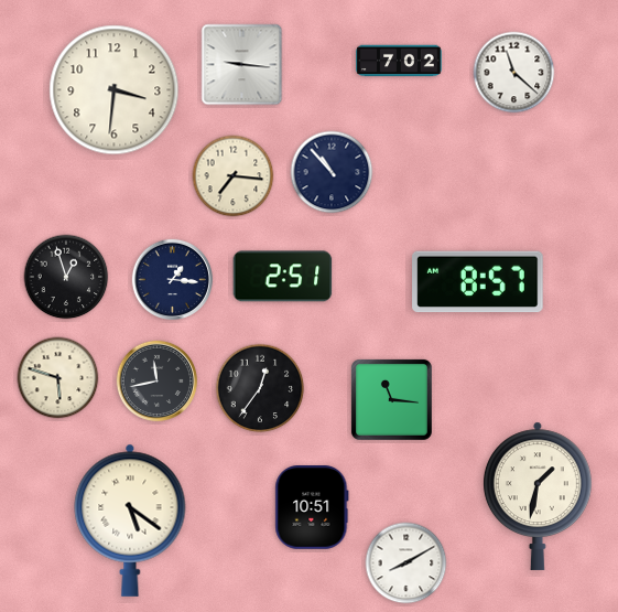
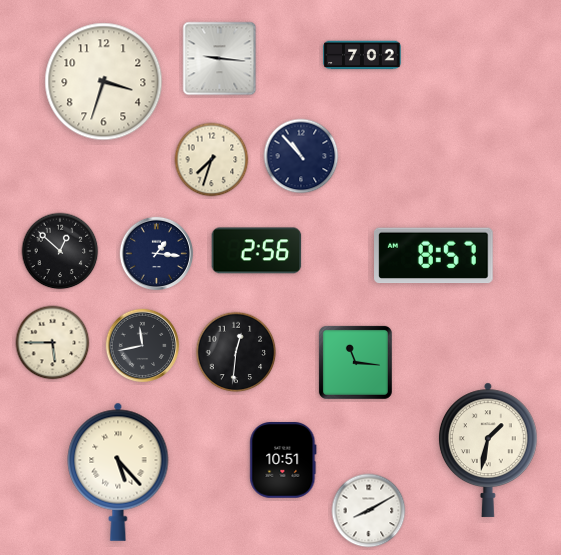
clock at (514, 73): 11:22 -> none
clock at (115, 90): 3:31 -> 3:33
clock at (234, 176): 7:16 -> 7:33
clock at (66, 277): 12:57 -> 12:52
clock at (283, 277): 2:51 -> 2:56
clock at (58, 378): 5:48 -> 5:45
clock at (260, 388): 12:36 -> 12:31
clock at (130, 520): 5:21 -> 5:23
